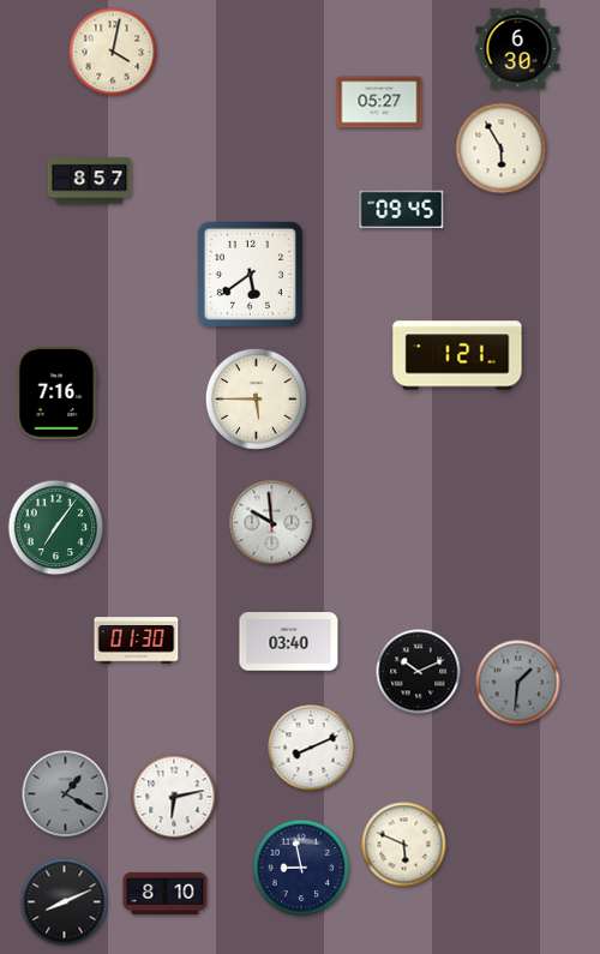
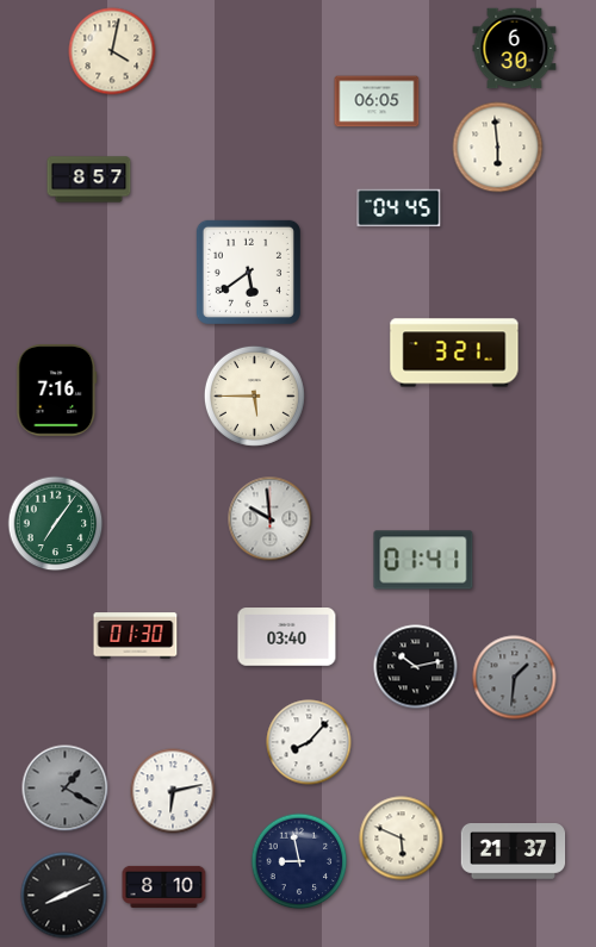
clock at (379, 102): 05:27 -> 06:05
clock at (502, 149): 5:55 -> 5:59
clock at (402, 210): 09:45 -> 04:45
clock at (457, 355): 1:21 -> 3:21
clock at (423, 560): none -> 01:41
clock at (419, 672): 10:11 -> 10:13
clock at (311, 748): 8:11 -> 8:07
clock at (514, 852): none -> 21:37
